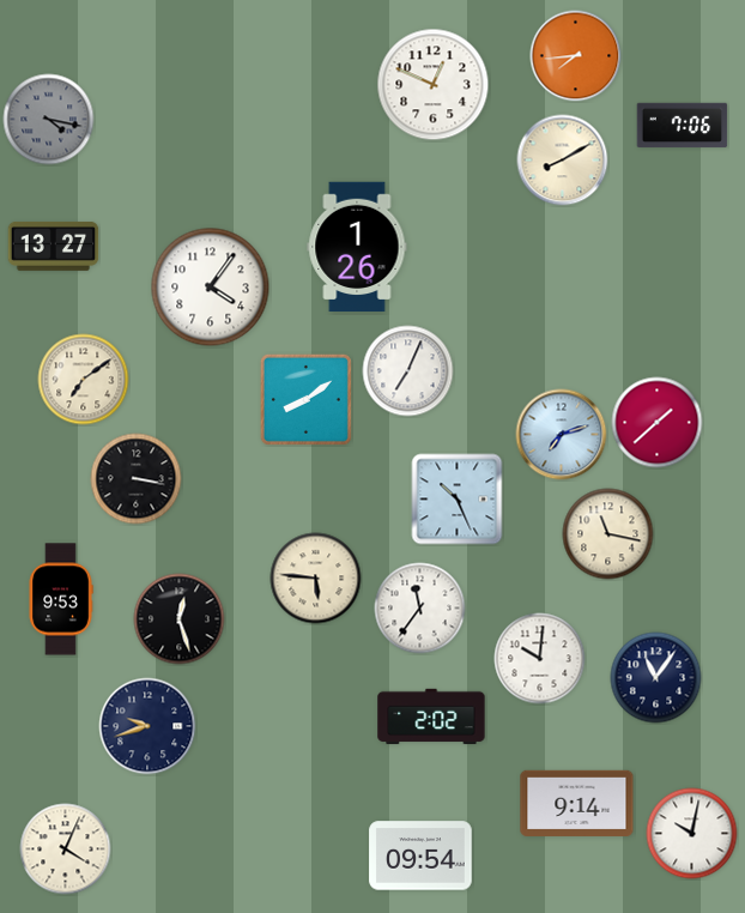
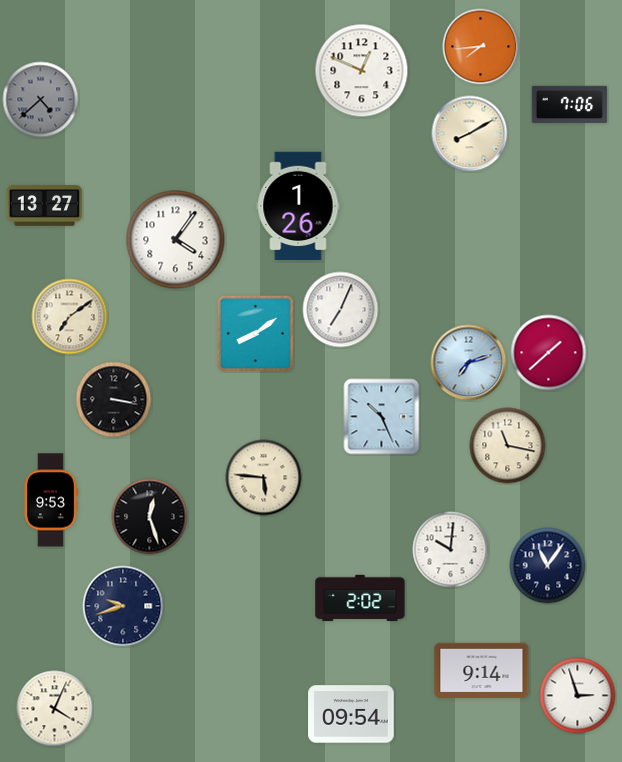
clock at (49, 120): 4:17 -> 4:38
clock at (316, 579) position: (316, 579) -> (264, 478)
clock at (420, 609): 11:36 -> none
clock at (692, 834): 10:02 -> 2:57
